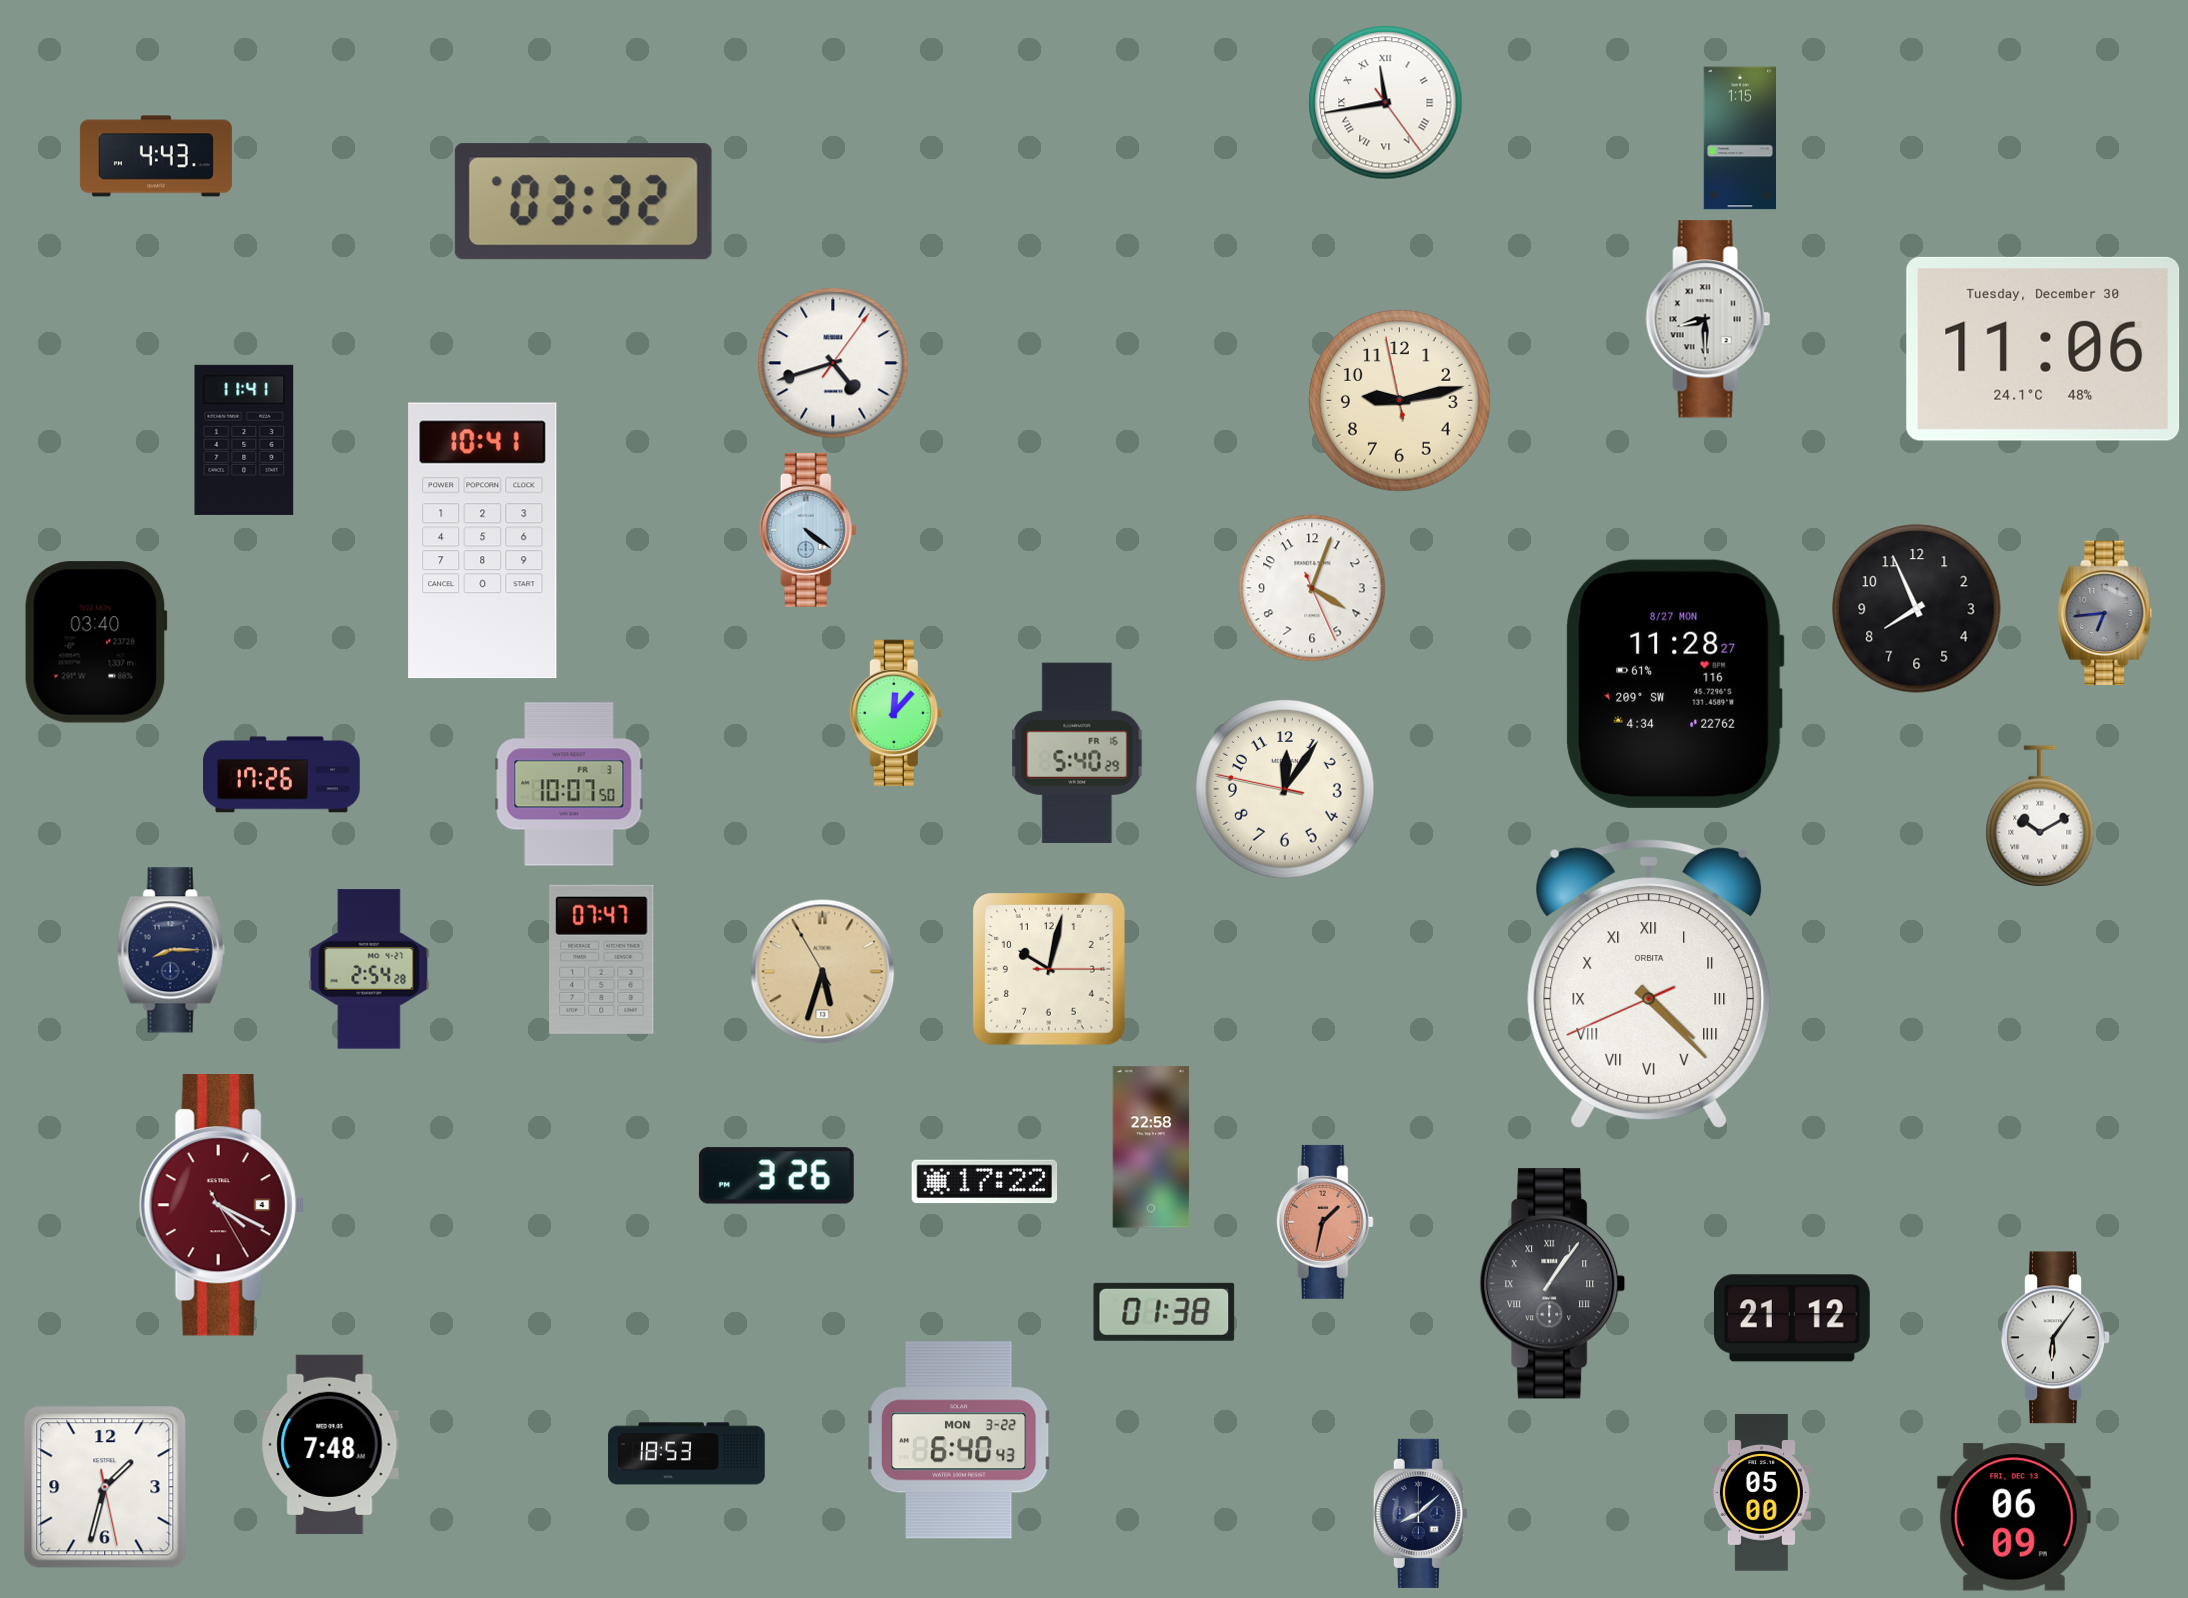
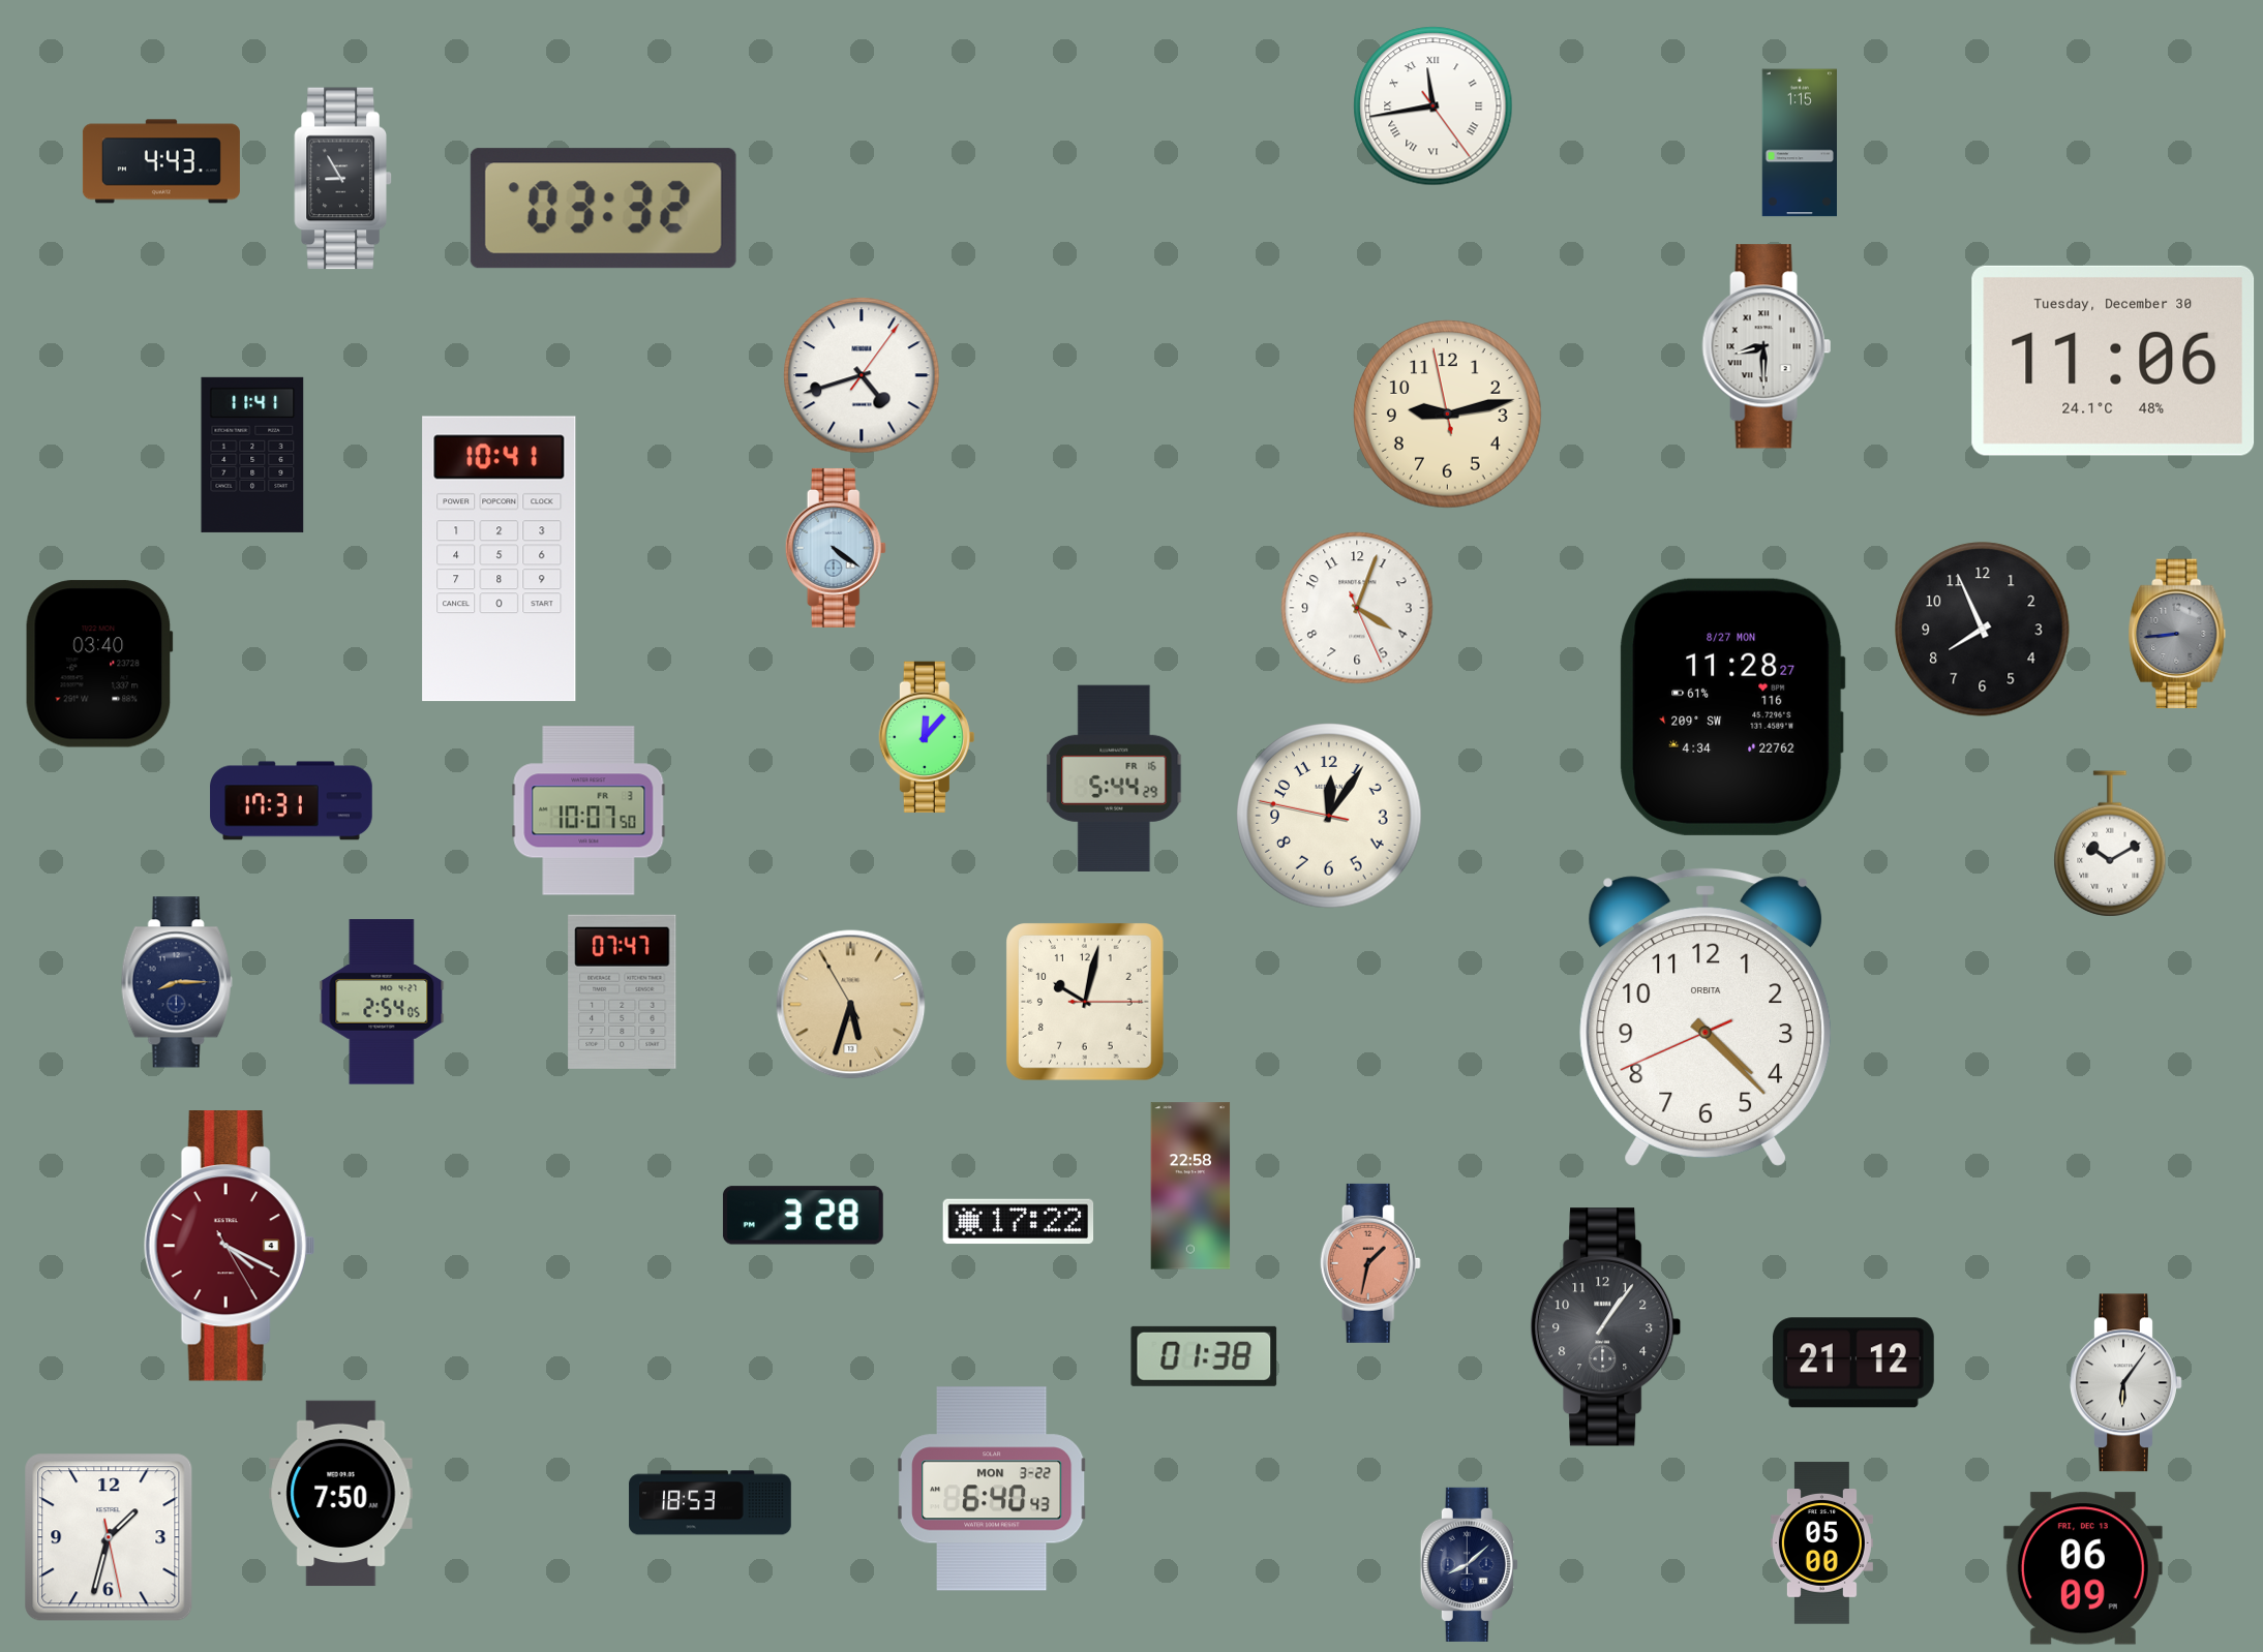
clock at (343, 179): none -> 8:55
clock at (1708, 319) position: (1708, 319) -> (1767, 346)
clock at (2105, 613): 6:44 -> 8:44
clock at (1077, 753): 5:40 -> 5:44
clock at (282, 775): 17:26 -> 17:31
clock at (369, 969): 2:54:28 -> 2:54:05
clock at (1649, 984) numerals: Roman -> Arabic
clock at (776, 1176): 3:26 -> 3:28
clock at (1553, 1284) numerals: Roman -> Arabic
clock at (330, 1445): 7:48 -> 7:50
